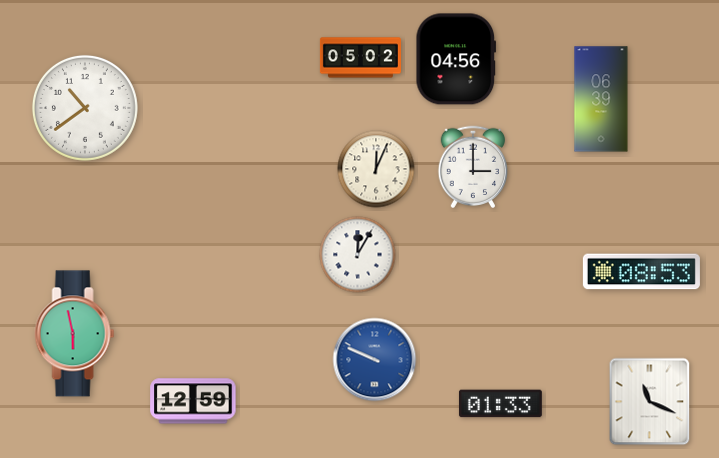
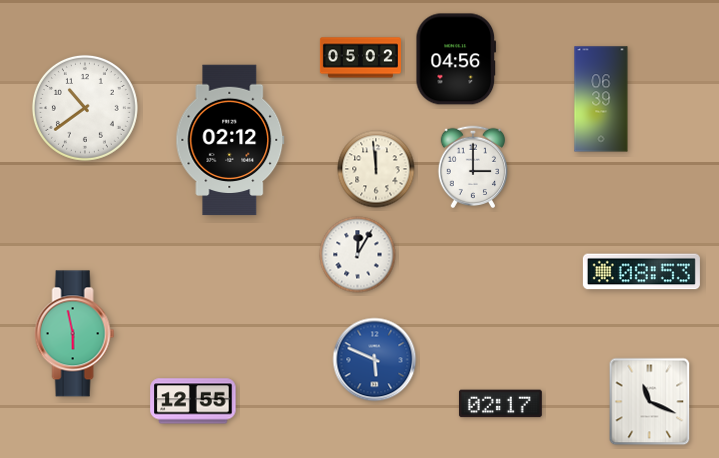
clock at (230, 140): none -> 02:12
clock at (376, 169): 12:04 -> 11:59
clock at (375, 360): 9:49 -> 5:49
clock at (193, 401): 12:59 -> 12:55
clock at (500, 404): 01:33 -> 02:17
